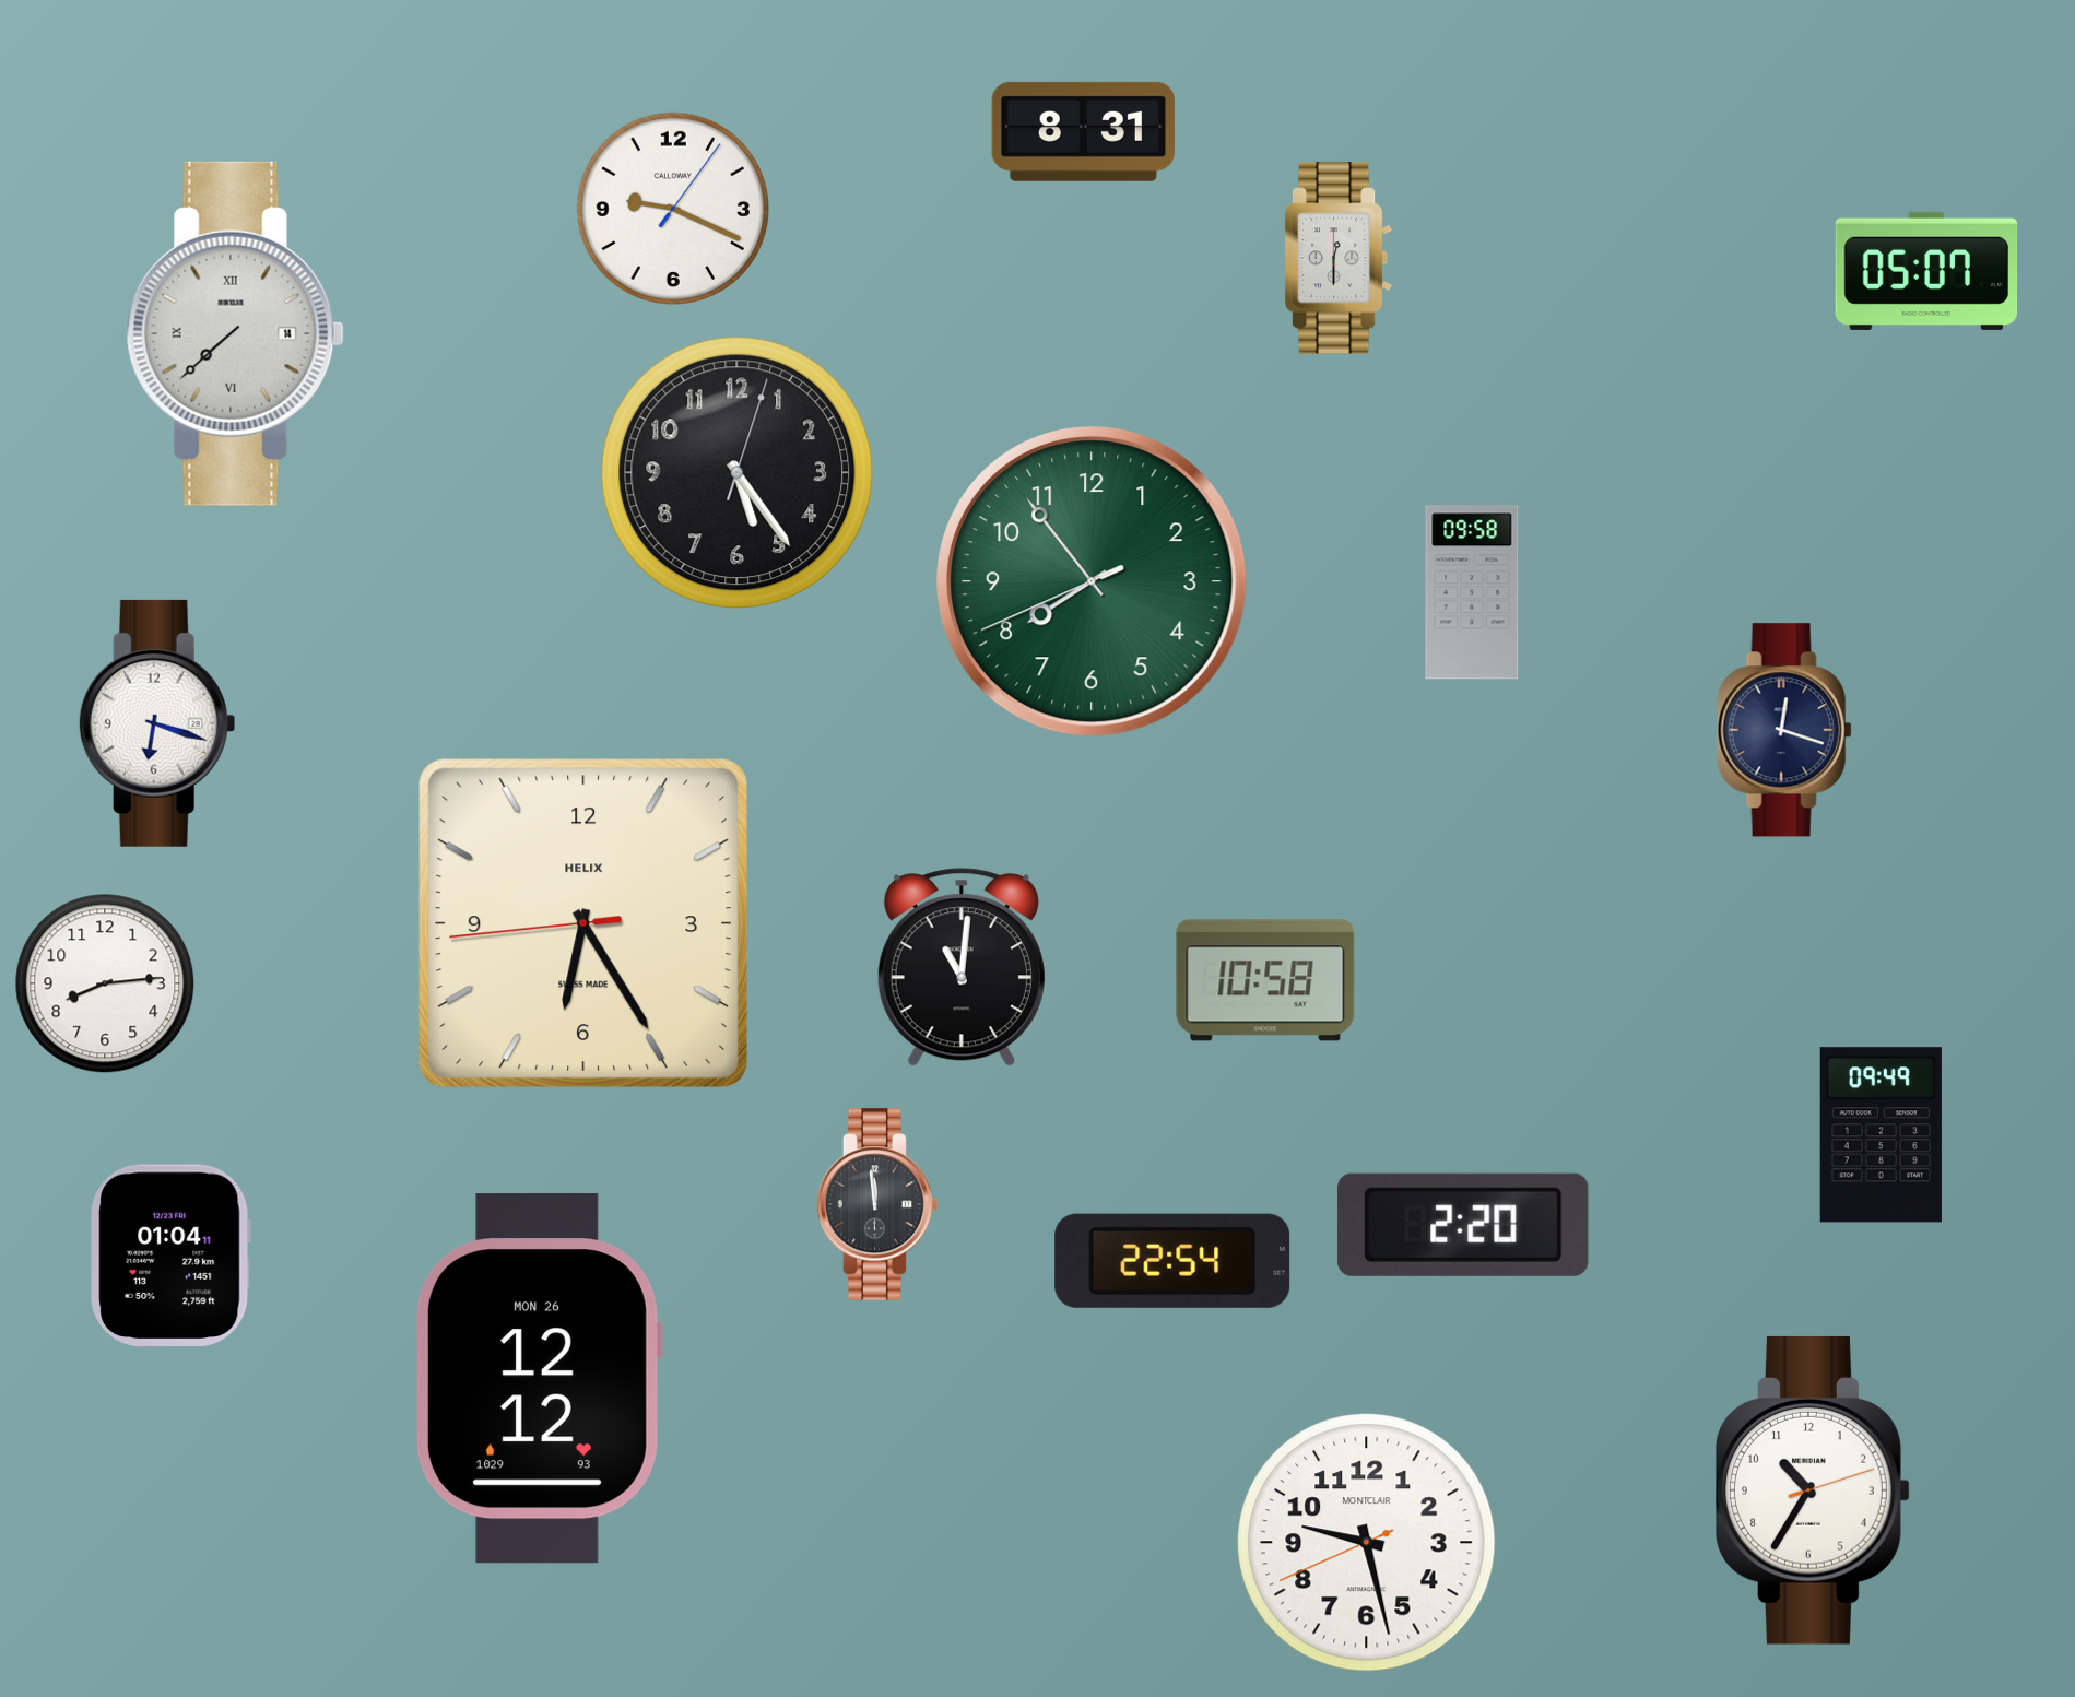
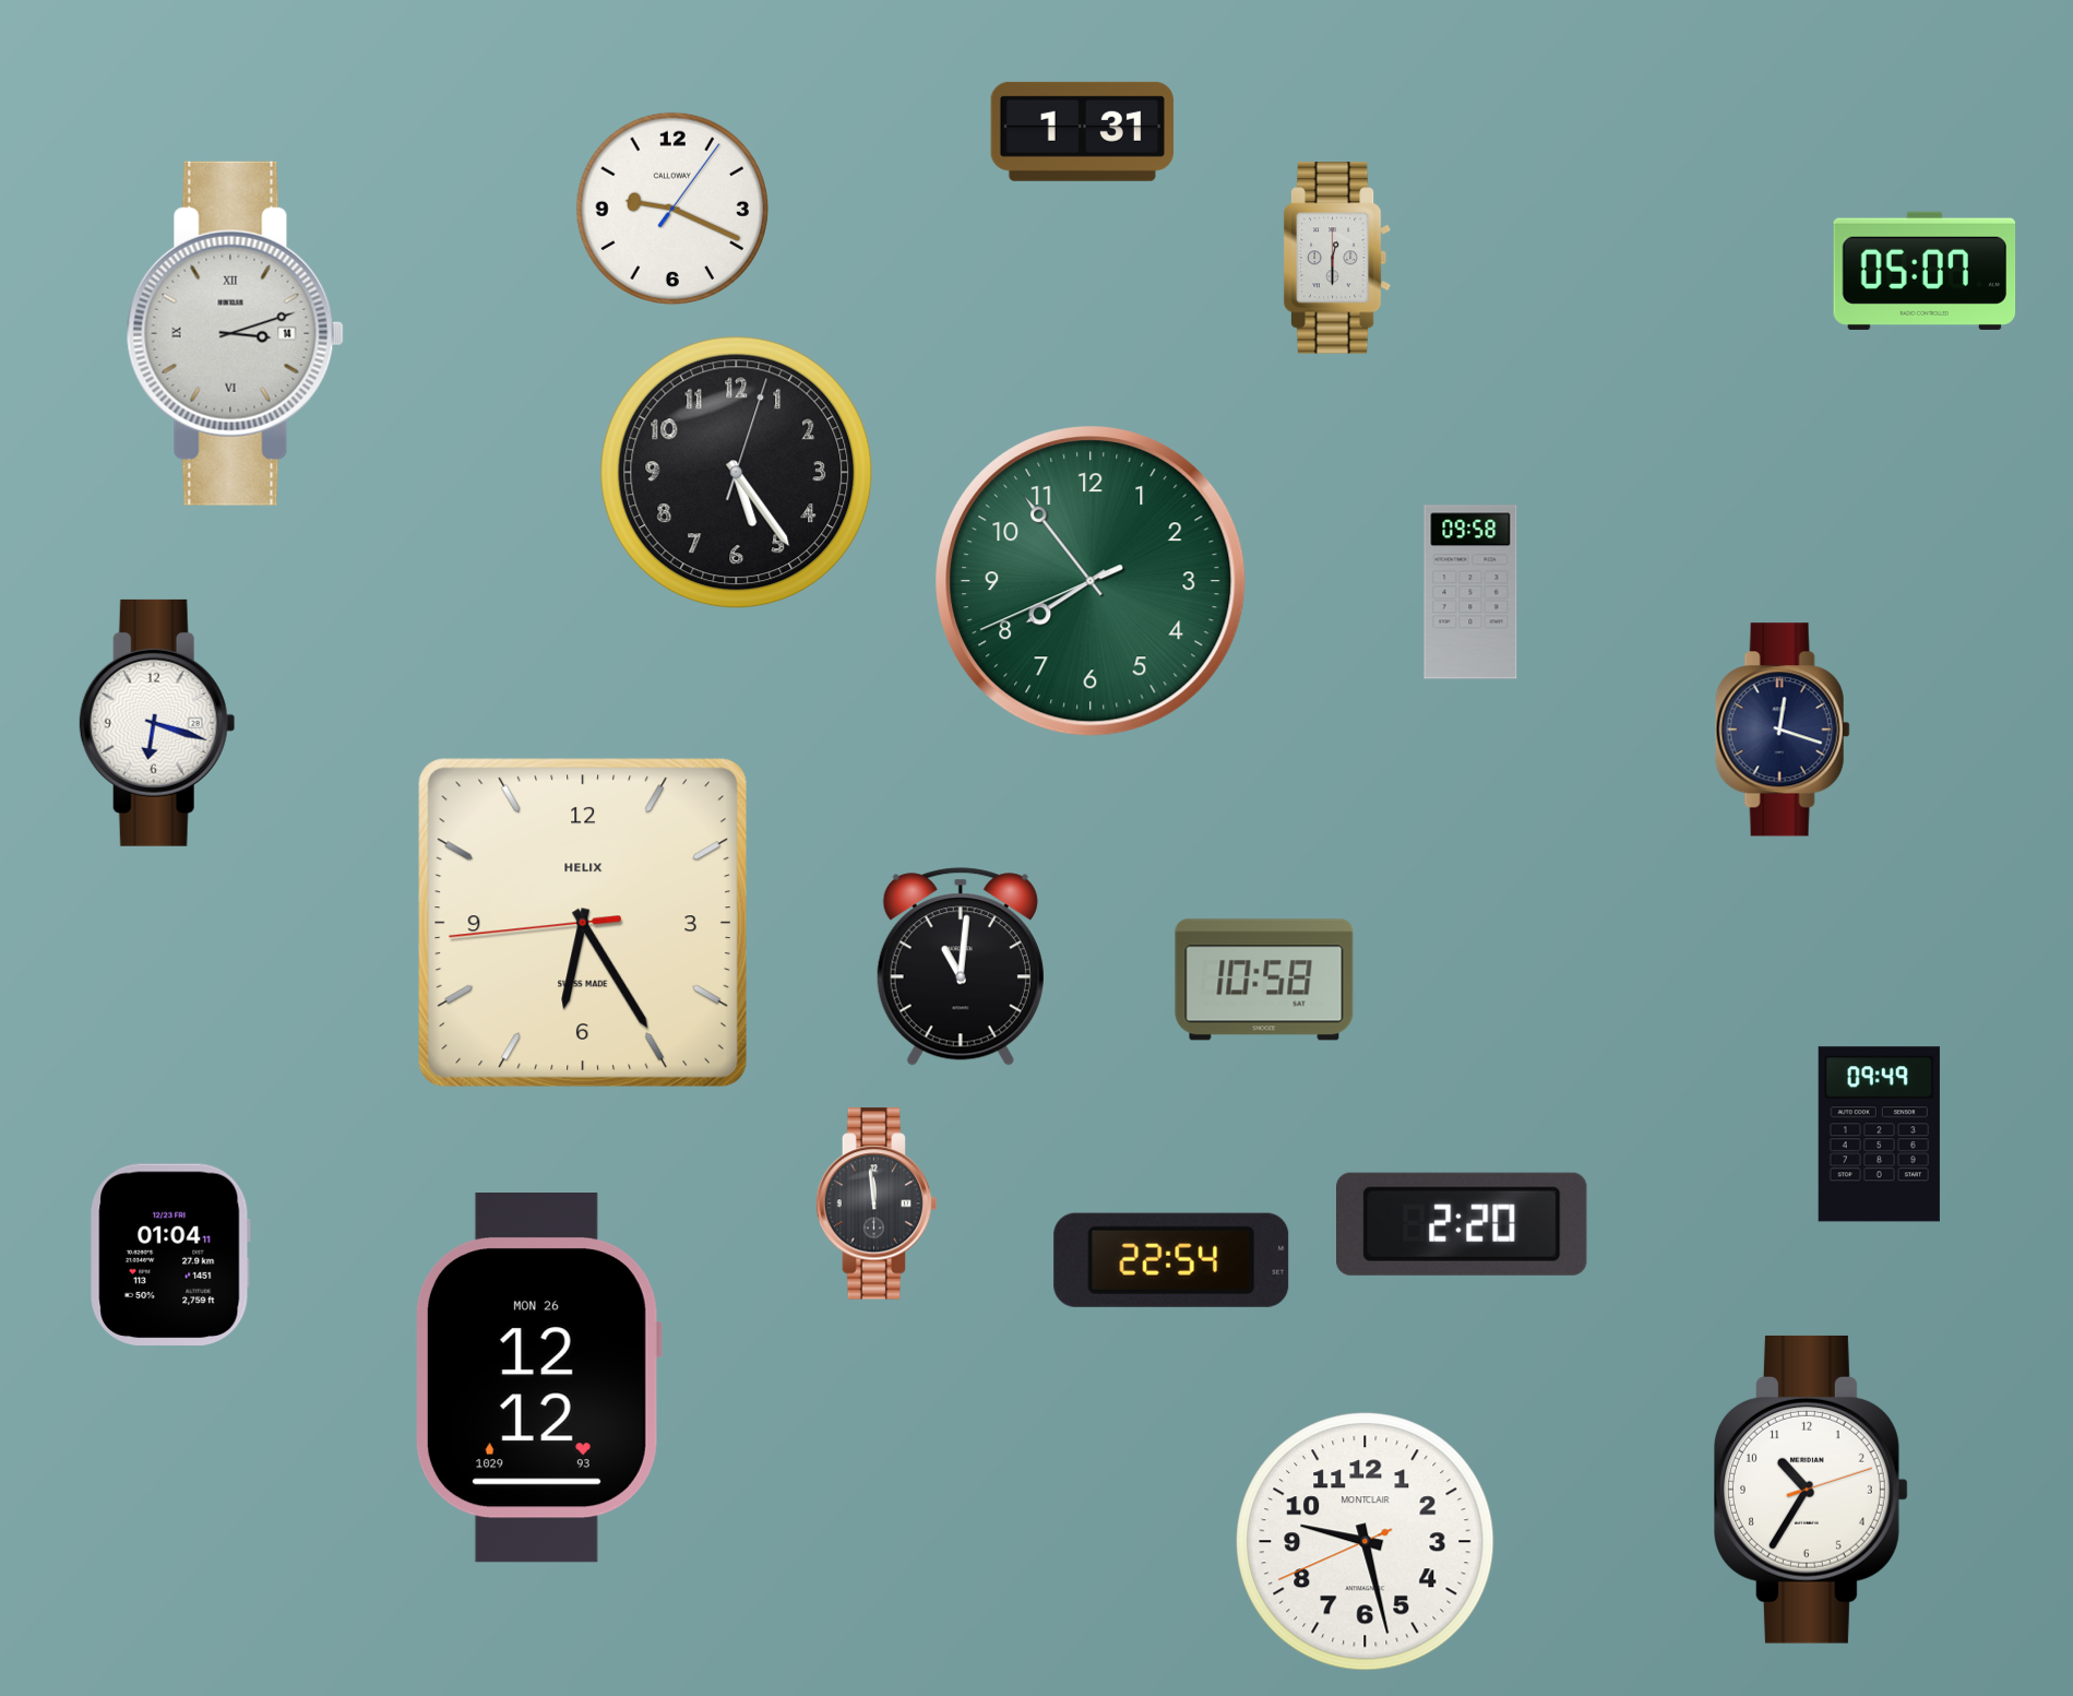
clock at (1083, 131): 8:31 -> 1:31
clock at (235, 333): 7:38 -> 3:12
clock at (105, 983): 8:14 -> none
